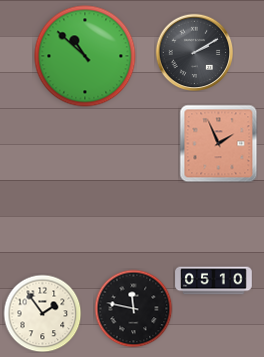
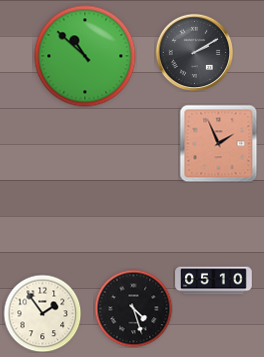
clock at (133, 308): 11:47 -> 4:27
